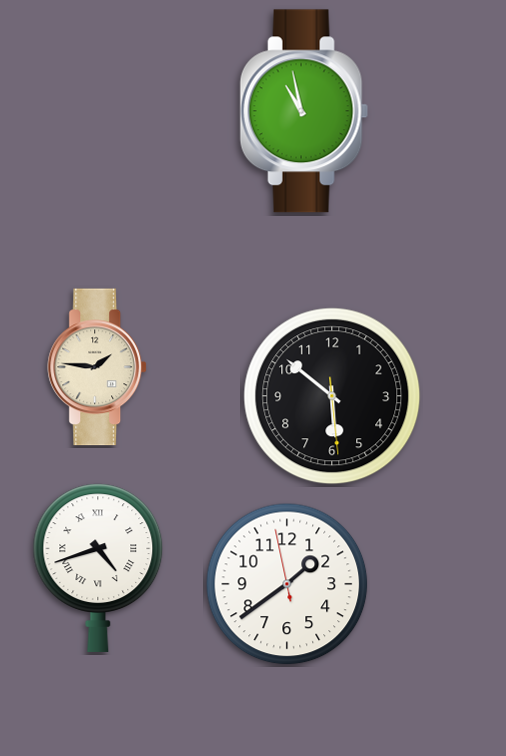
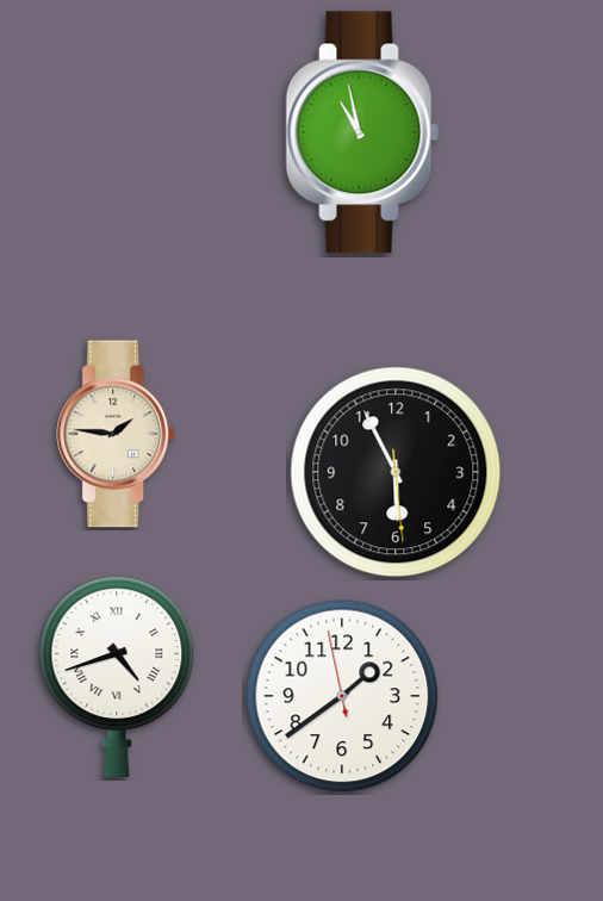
clock at (98, 367) position: (98, 367) -> (117, 434)
clock at (332, 396): 5:51 -> 5:55
